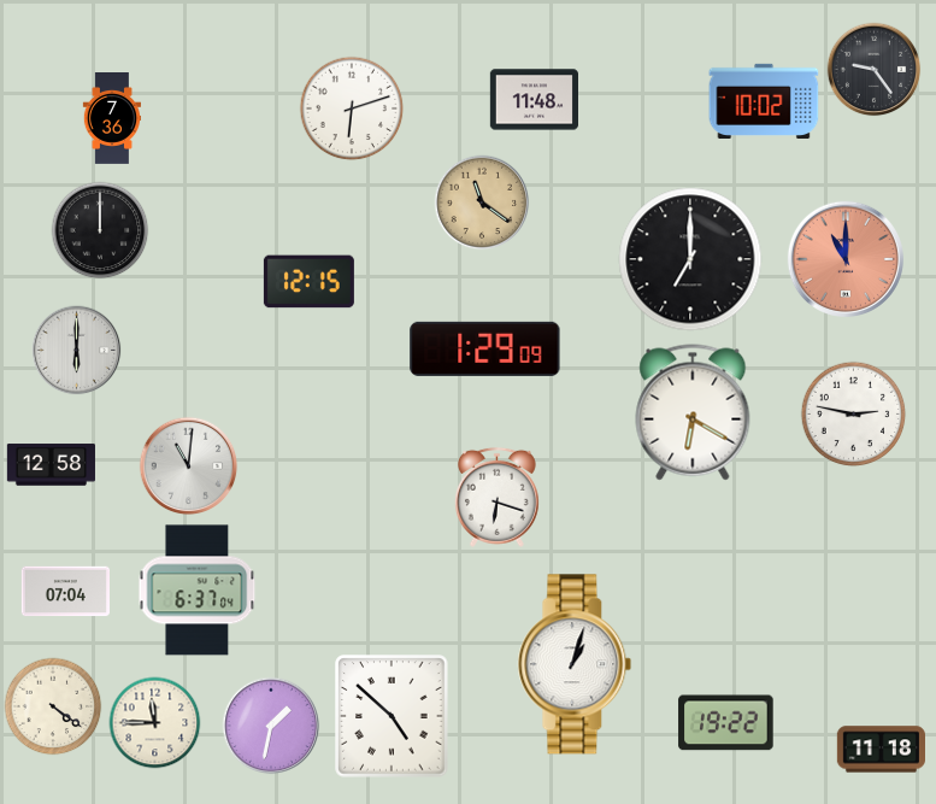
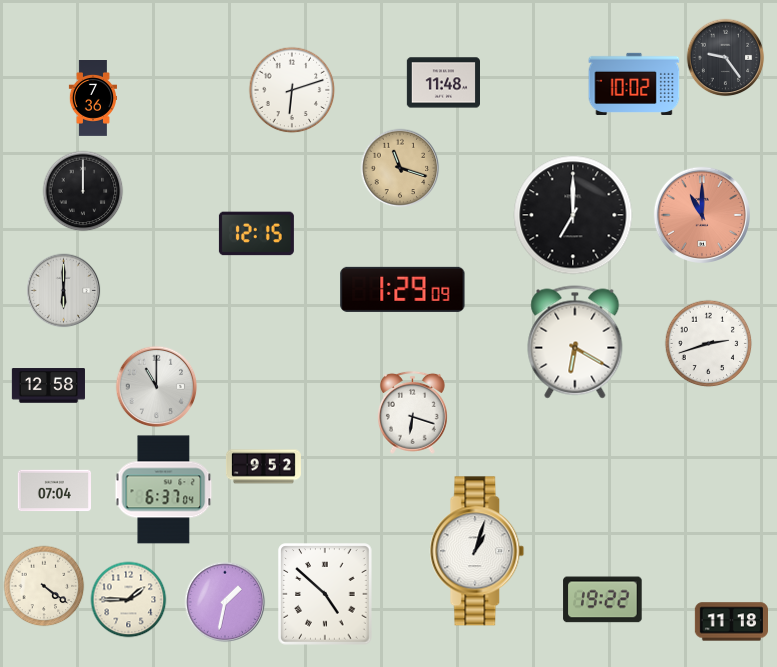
clock at (482, 203): 11:21 -> 11:18
clock at (854, 415): 2:47 -> 2:42
clock at (51, 465) position: (51, 465) -> (48, 386)
clock at (189, 466): 11:01 -> 11:00
clock at (263, 467): none -> 9:52
clock at (155, 723): 11:45 -> 1:45
